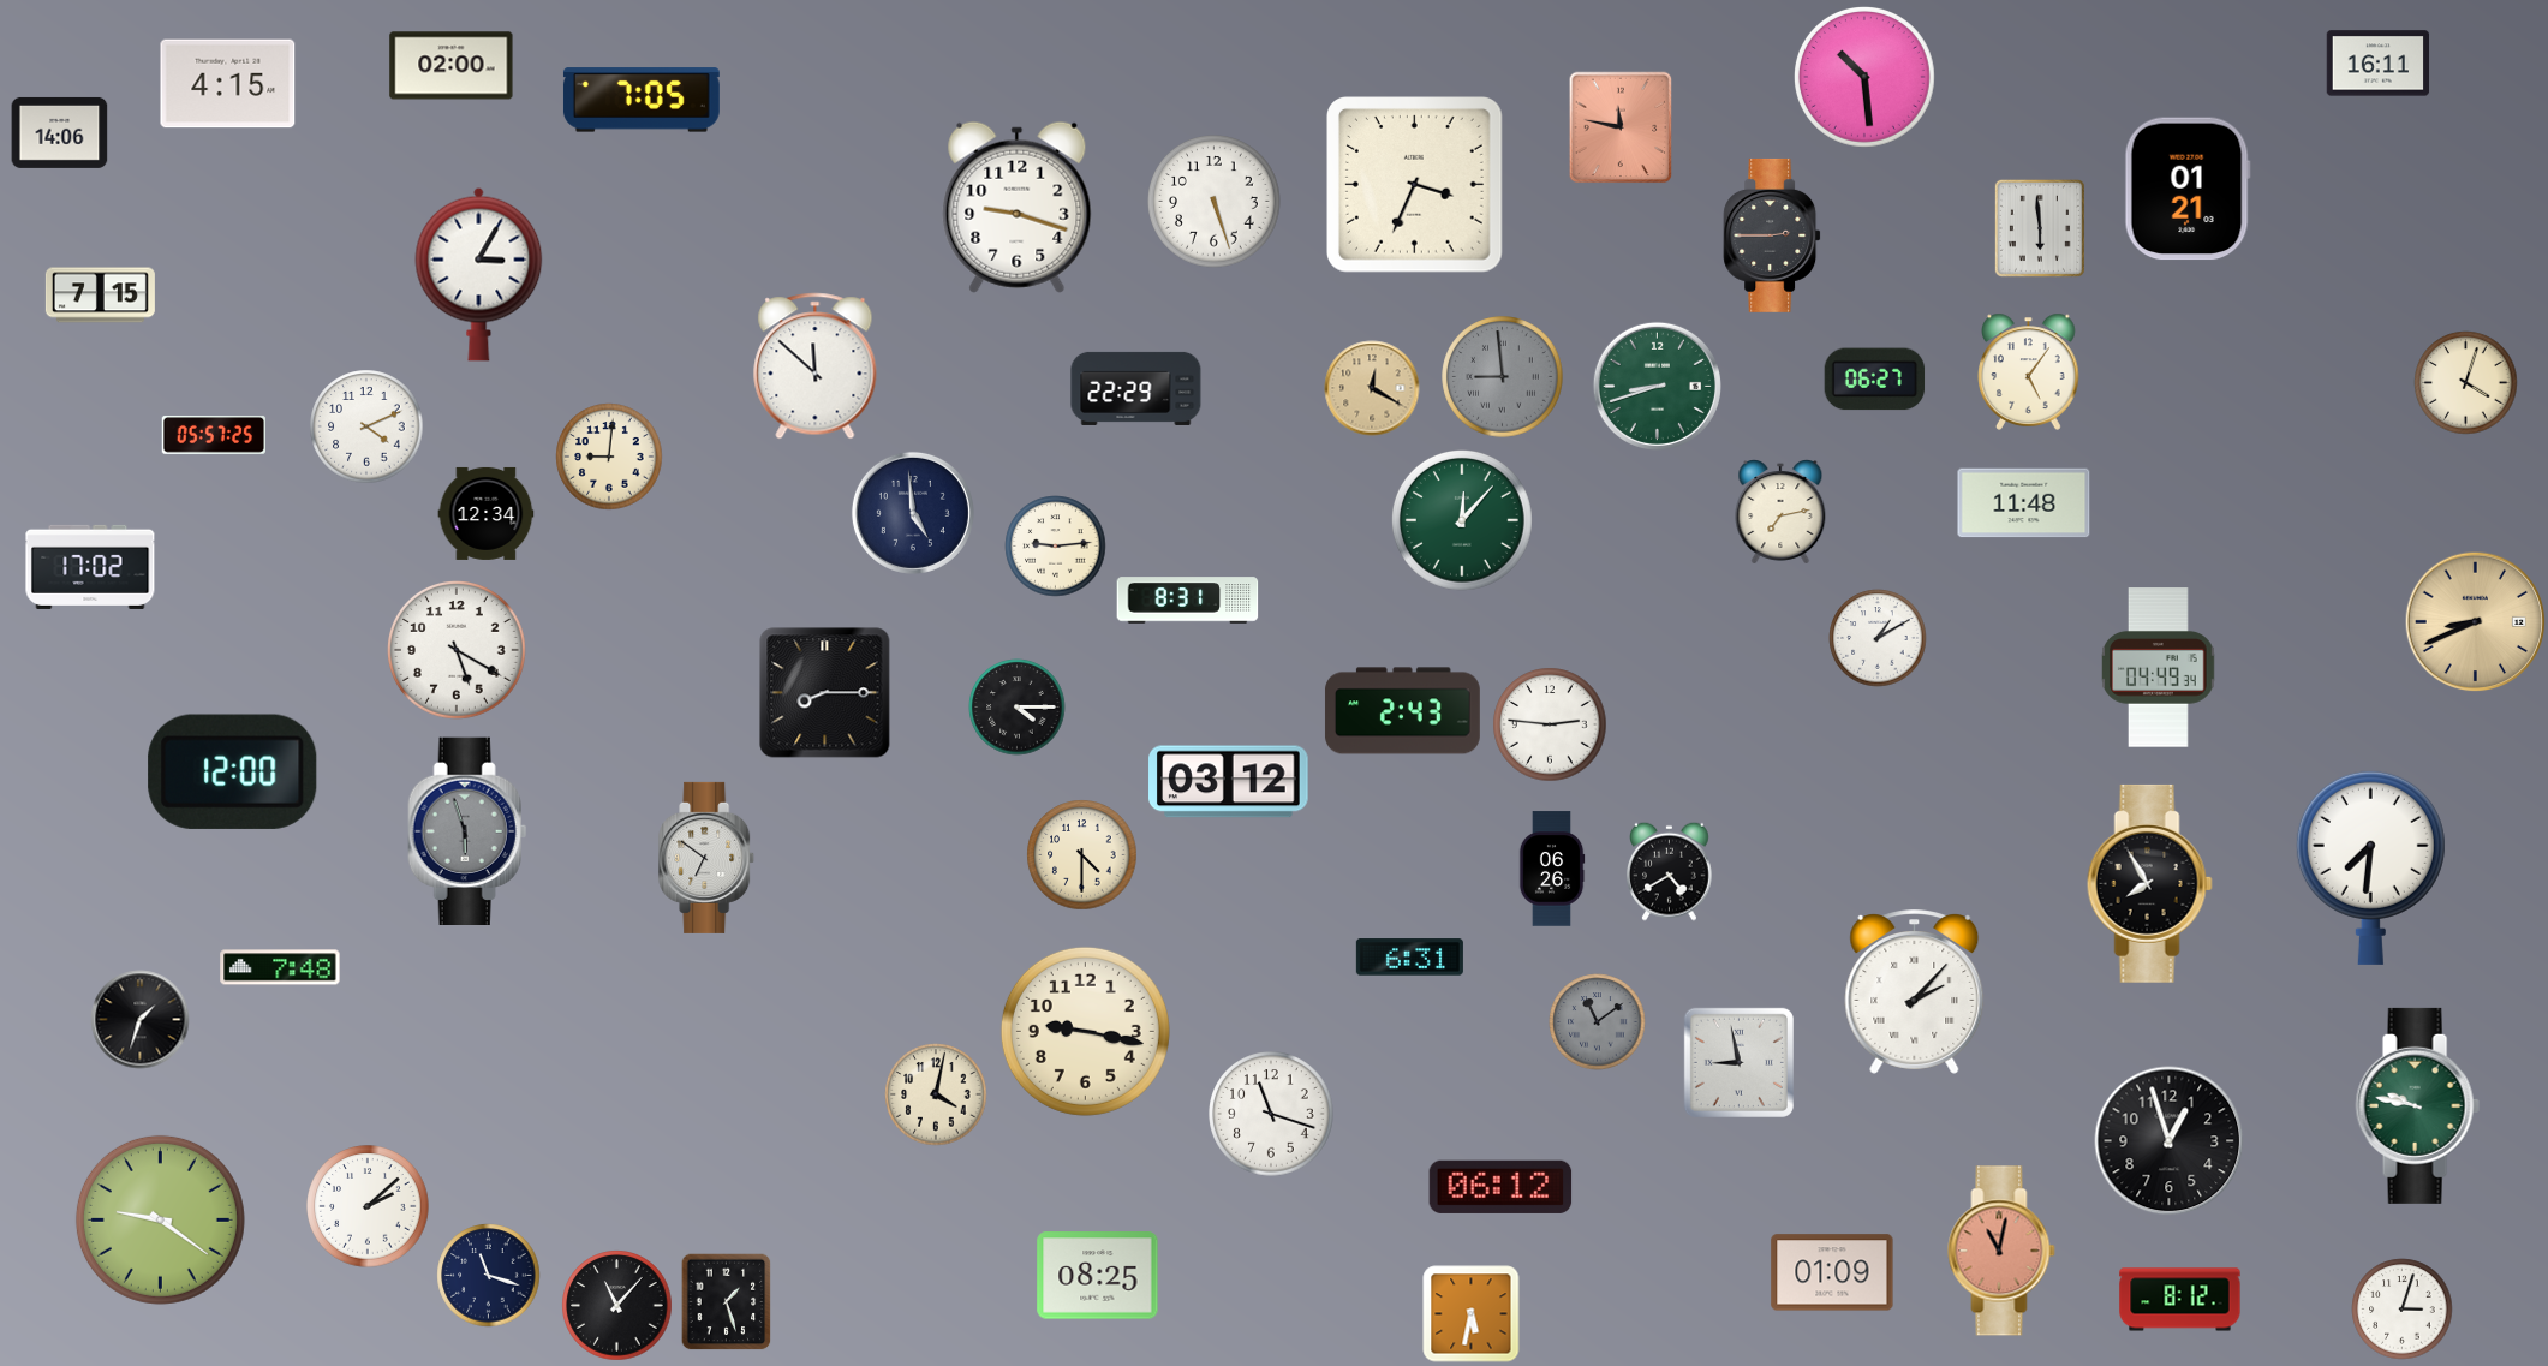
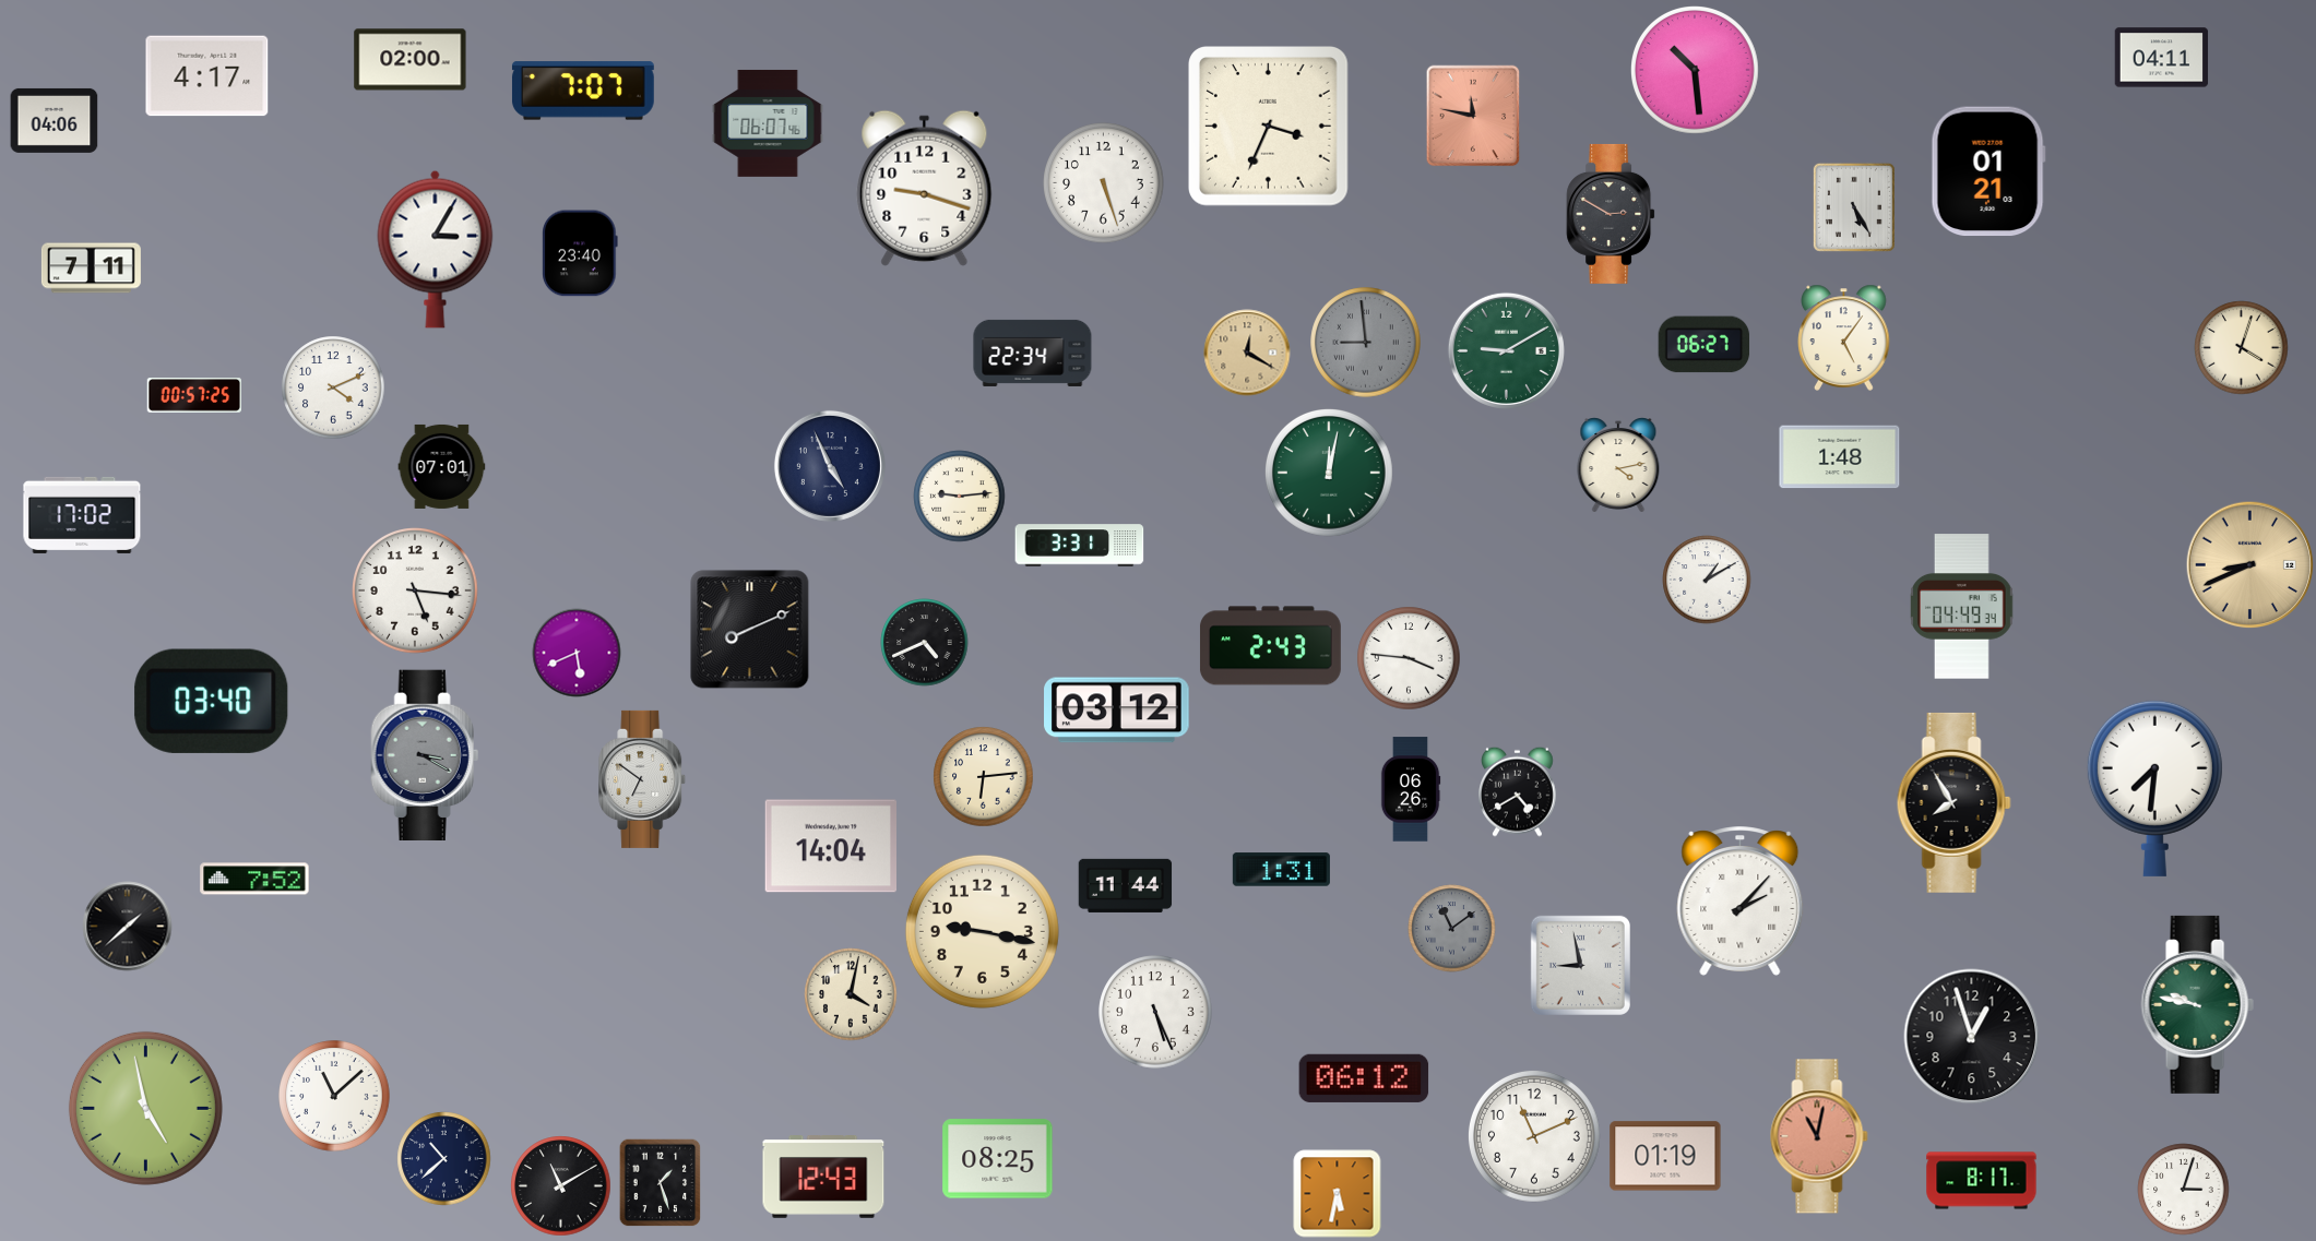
clock at (2379, 64): 16:11 -> 04:11
clock at (228, 84): 4:15 -> 4:17
clock at (642, 100): 7:05 -> 7:07
clock at (60, 132): 14:06 -> 04:06
clock at (768, 123): none -> 06:07
clock at (1415, 185) position: (1415, 185) -> (1269, 127)
clock at (2040, 228): 5:59 -> 5:25
clock at (1772, 235): 2:45 -> 2:50
clock at (580, 253): none -> 23:40
clock at (100, 296): 7:15 -> 7:11
clock at (816, 366): 11:52 -> none
clock at (1657, 386): 8:42 -> 9:10
clock at (1136, 388): 22:29 -> 22:34
clock at (213, 435): 05:57 -> 00:57
clock at (609, 457): 9:01 -> none
clock at (2024, 503): 11:48 -> 1:48
clock at (487, 513): 12:34 -> 07:01
clock at (913, 513): 4:59 -> 4:56
clock at (1780, 513): 7:13 -> 4:13
clock at (1463, 521): 12:07 -> 12:02
clock at (1188, 601): 8:31 -> 3:31
clock at (458, 651): 5:20 -> 5:16
clock at (825, 693): 8:15 -> 8:11
clock at (1018, 708): 4:15 -> 4:41
clock at (1402, 711) position: (1402, 711) -> (1270, 646)
clock at (577, 653): none -> 5:41
clock at (1550, 724): 2:46 -> 3:46
clock at (233, 771): 12:00 -> 03:40
clock at (467, 830): 5:57 -> 3:20
clock at (1082, 855): 4:30 -> 6:14
clock at (830, 846): none -> 14:04
clock at (1409, 958): 6:31 -> 1:31
clock at (280, 967): 7:48 -> 7:52
clock at (1126, 885): none -> 11:44
clock at (141, 1020): 1:33 -> 1:38
clock at (1085, 1031) position: (1085, 1031) -> (982, 931)
clock at (1271, 1114): 11:18 -> 5:26
clock at (368, 1206): 2:08 -> 11:08
clock at (160, 1219): 9:21 -> 4:58
clock at (1534, 1136): none -> 11:11
clock at (1832, 1272): 01:09 -> 01:19
clock at (489, 1276): 11:18 -> 10:38
clock at (823, 1177): none -> 12:43
clock at (2180, 1300): 8:12 -> 8:17
clock at (617, 1306): 11:07 -> 11:10
